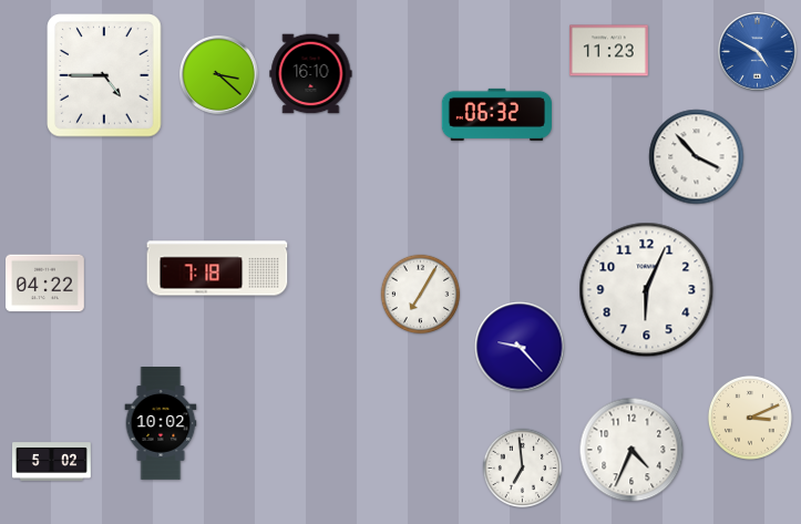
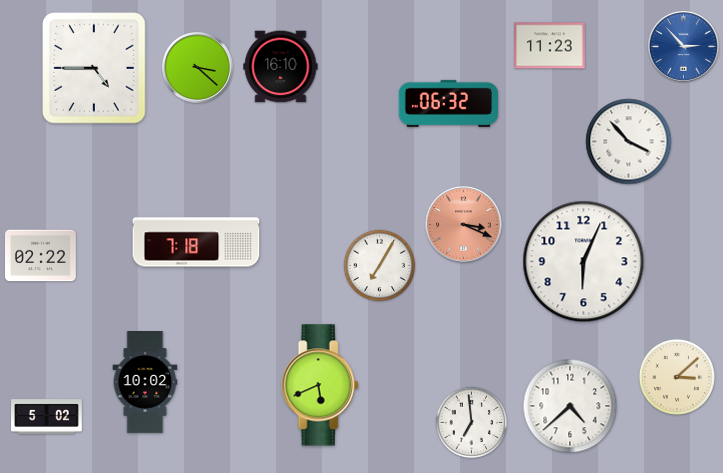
clock at (758, 52): 4:50 -> 2:53
clock at (464, 225): none -> 3:19
clock at (45, 284): 04:22 -> 02:22
clock at (520, 347): 9:23 -> none
clock at (750, 418): 3:11 -> 3:08
clock at (320, 385): none -> 5:41
clock at (631, 450): 4:34 -> 4:38
